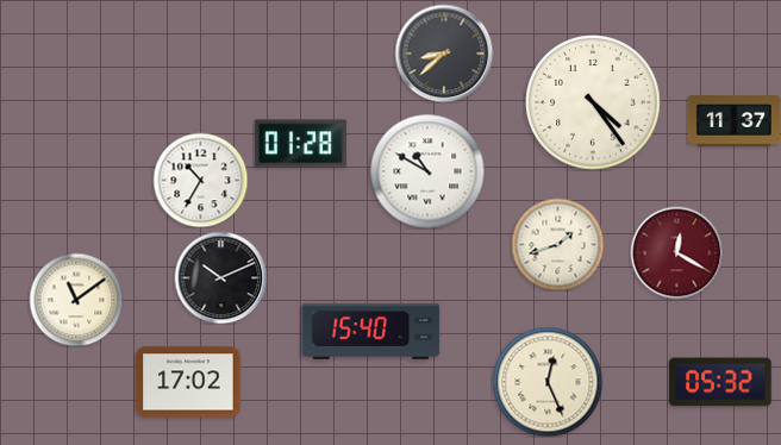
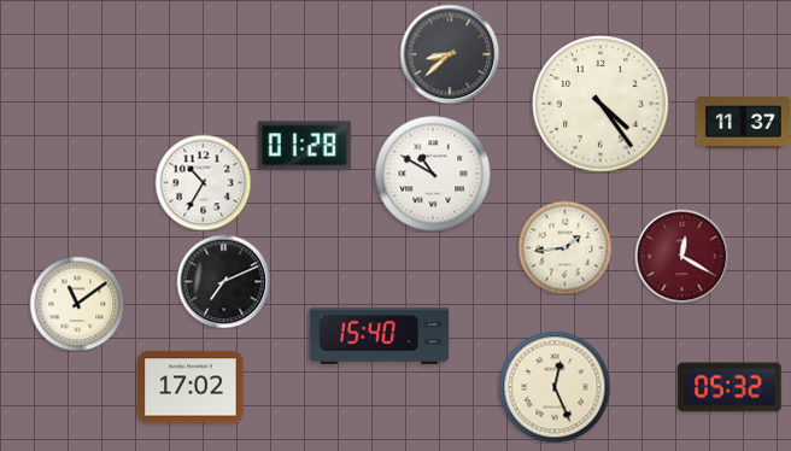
clock at (557, 244): 1:42 -> 1:44
clock at (676, 252) position: (676, 252) -> (681, 256)
clock at (220, 277): 10:11 -> 7:11
clock at (371, 331) position: (371, 331) -> (380, 335)
